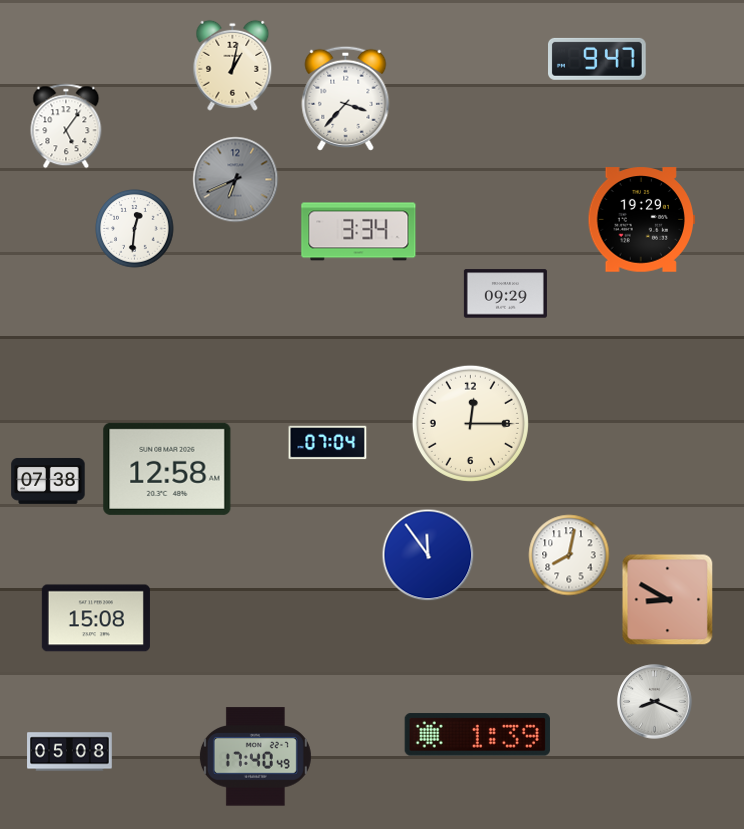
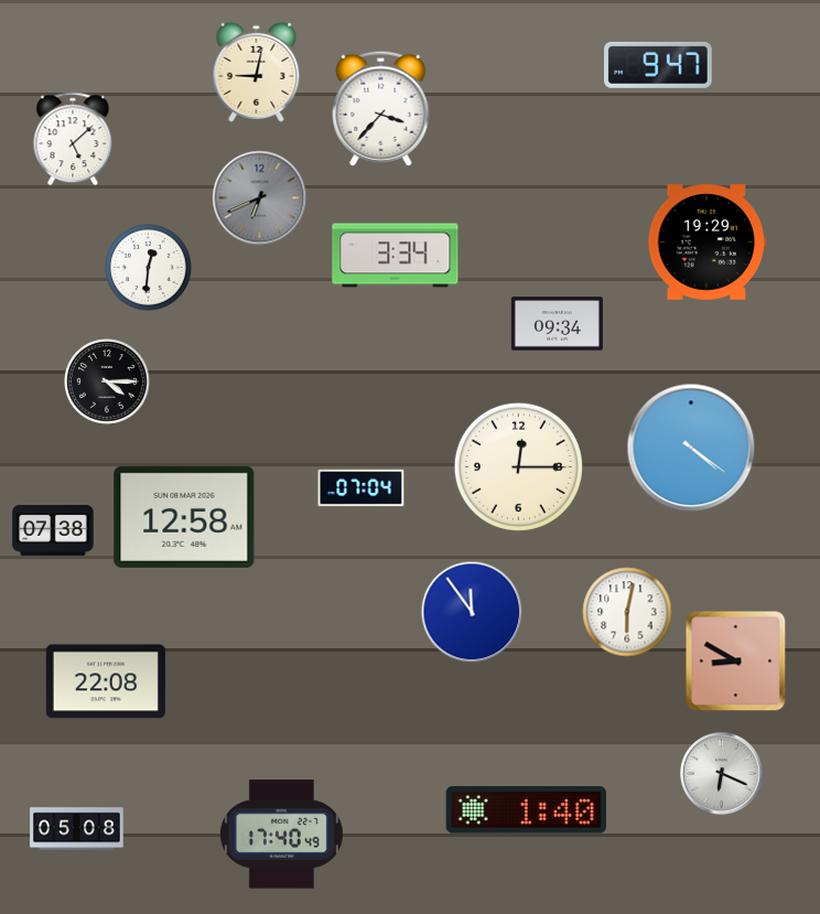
clock at (233, 65): 1:02 -> 9:02
clock at (66, 126): 5:06 -> 5:08
clock at (135, 229) position: (135, 229) -> (149, 268)
clock at (505, 294): 09:29 -> 09:34
clock at (107, 381): none -> 4:15
clock at (691, 448): none -> 4:21
clock at (569, 555): 8:02 -> 6:02
clock at (96, 618): 15:08 -> 22:08
clock at (655, 702): 8:19 -> 6:19
clock at (477, 735): 1:39 -> 1:40
